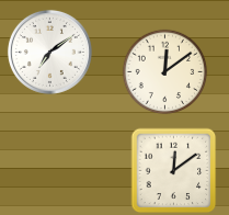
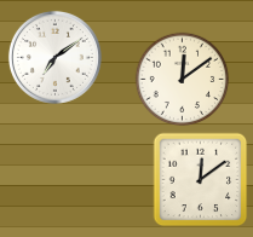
clock at (173, 170) position: (173, 170) -> (200, 179)
